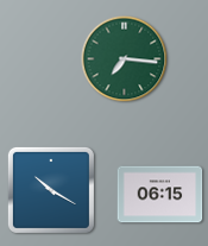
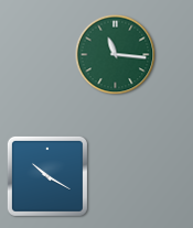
clock at (125, 59): 7:16 -> 11:16
clock at (160, 195): 06:15 -> none
